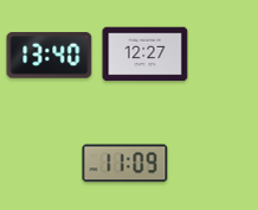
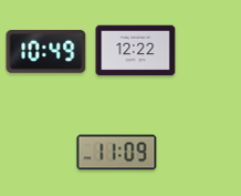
clock at (146, 55): 12:27 -> 12:22
clock at (50, 56): 13:40 -> 10:49
